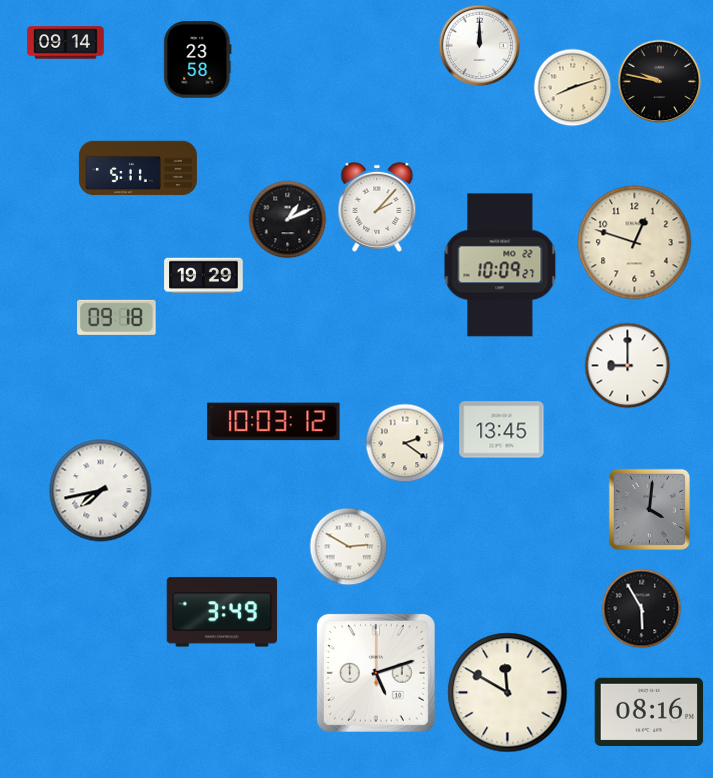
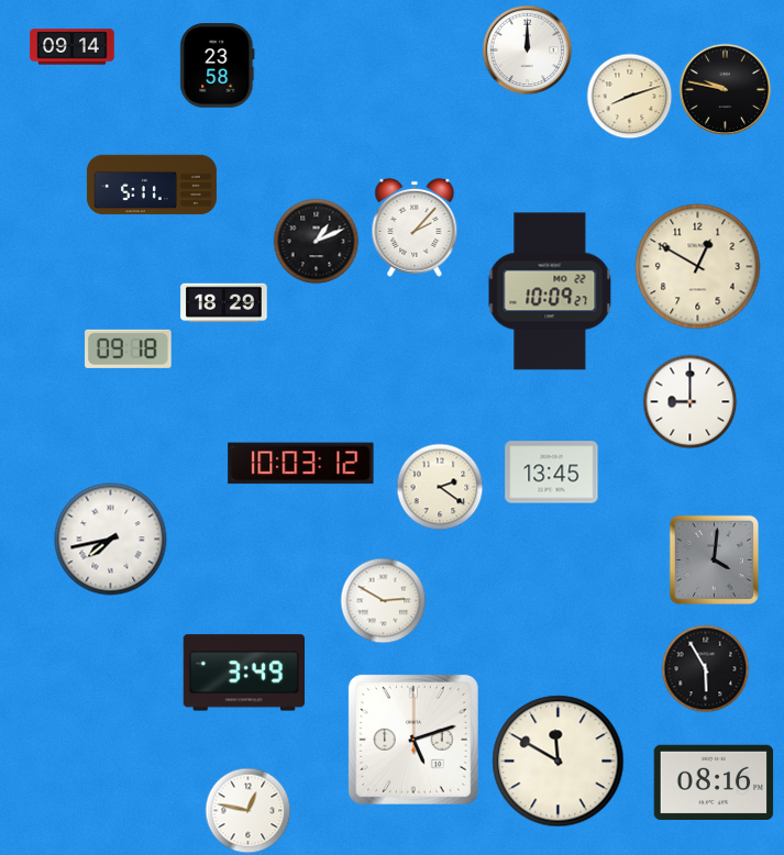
clock at (635, 243): 12:48 -> 12:50
clock at (204, 276): 19:29 -> 18:29
clock at (405, 443) position: (405, 443) -> (440, 487)
clock at (247, 810): none -> 12:47
